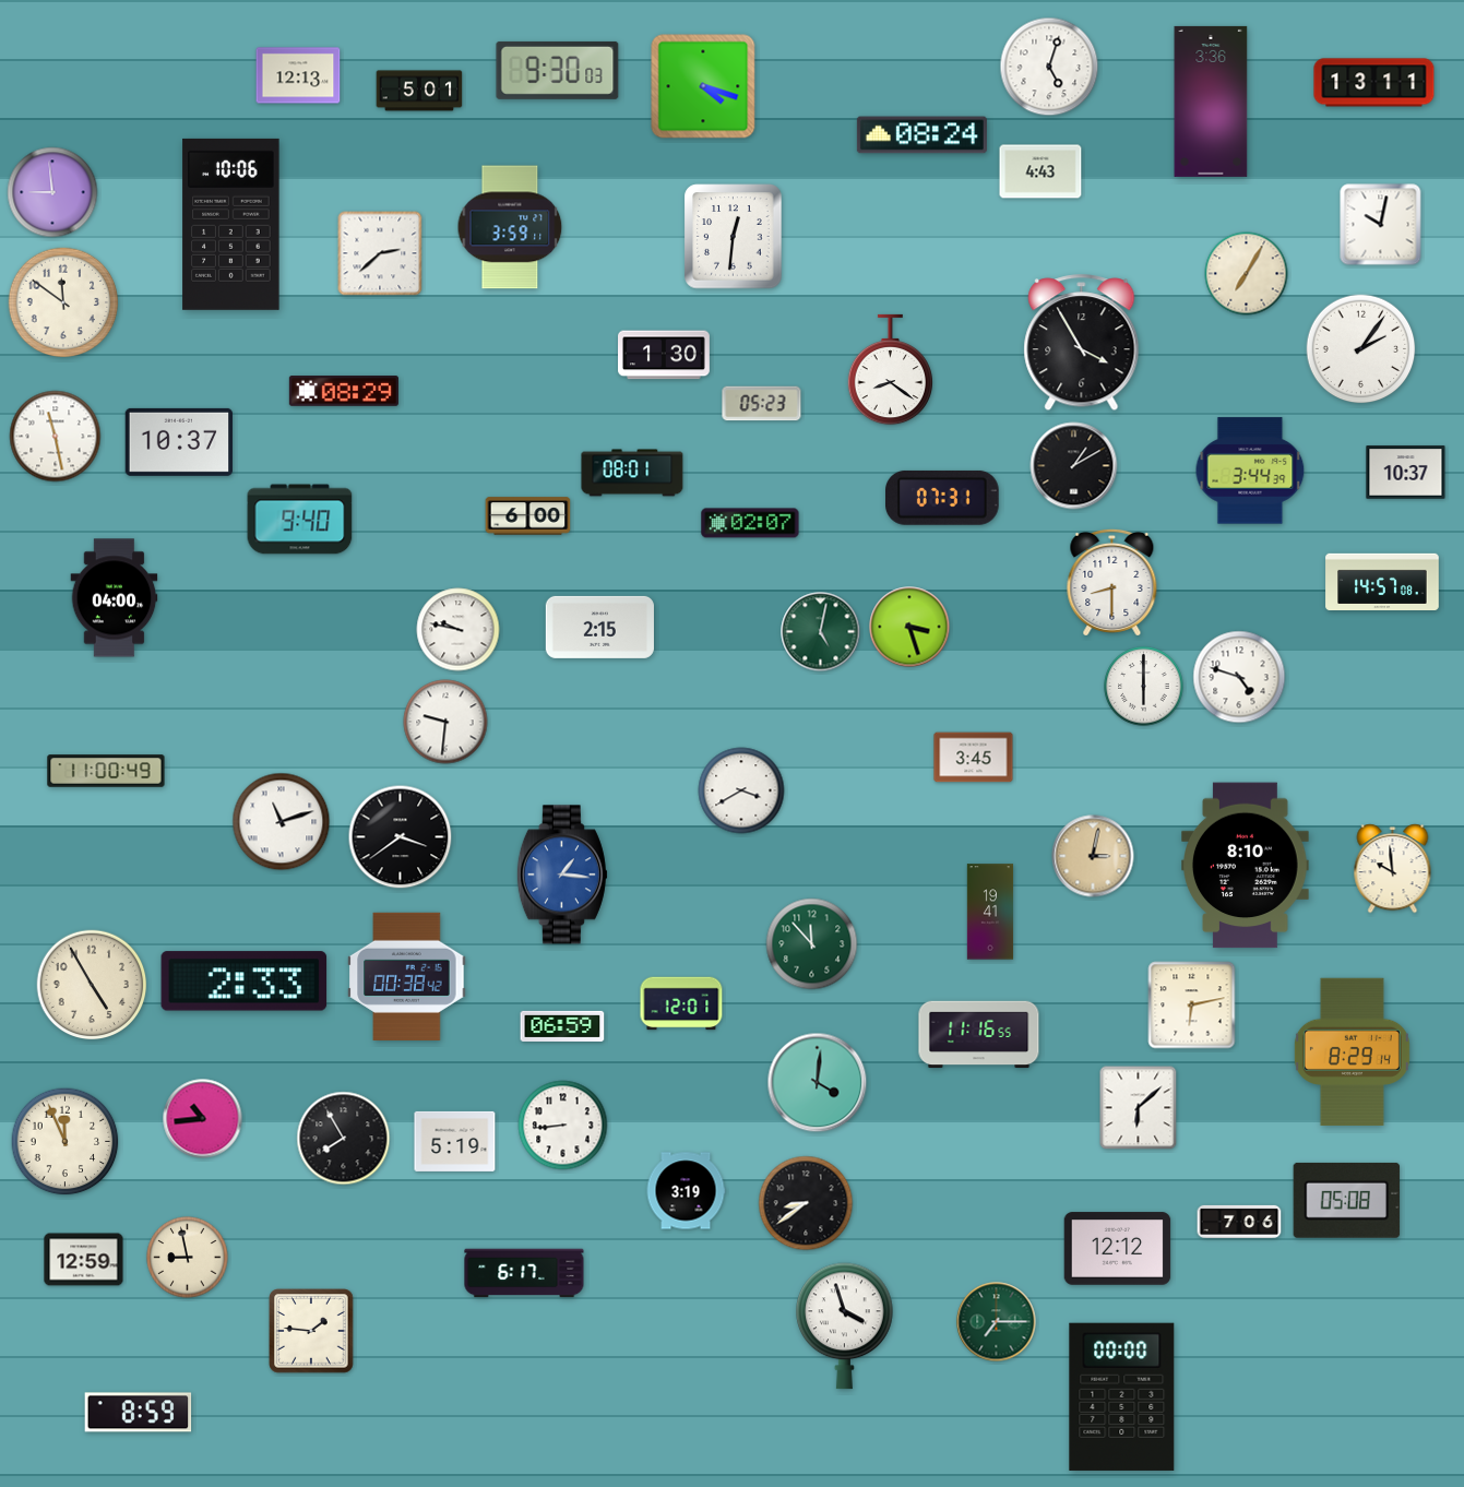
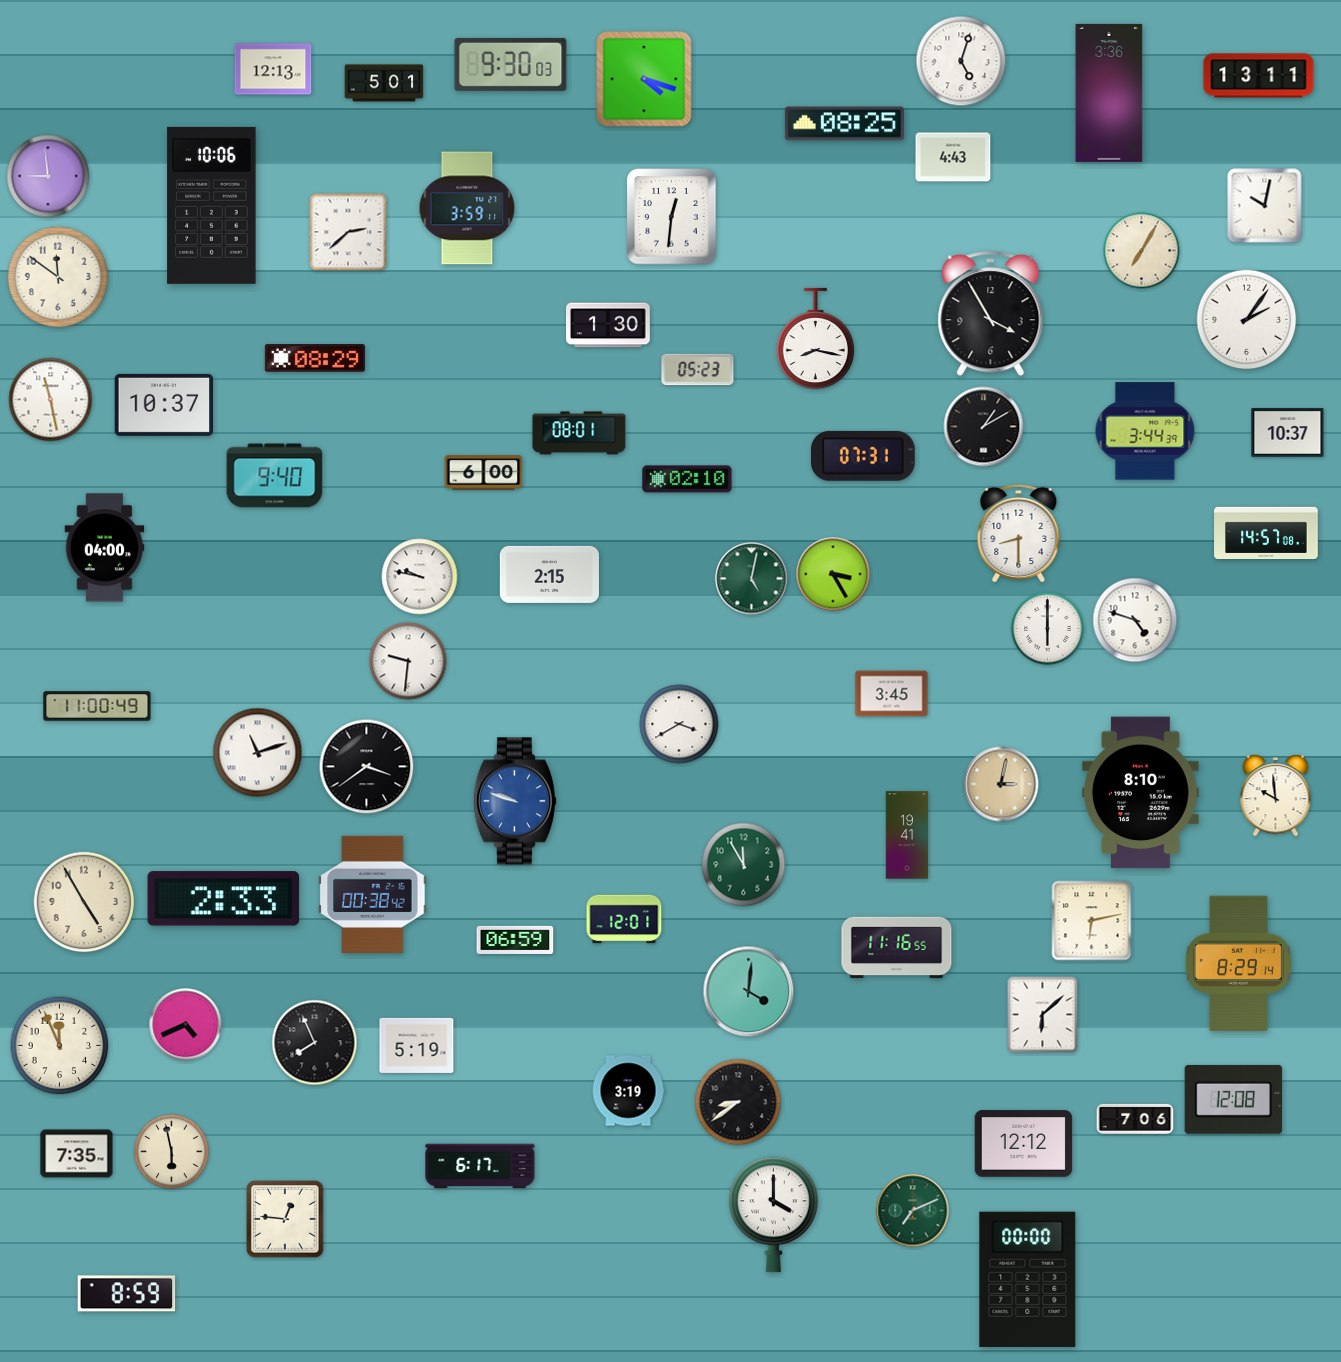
clock at (921, 135): 08:24 -> 08:25
clock at (890, 370): 8:21 -> 8:17
clock at (750, 523): 02:07 -> 02:10
clock at (909, 627): 3:27 -> 3:25
clock at (562, 875): 1:16 -> 9:48
clock at (812, 944): 11:53 -> 11:55
clock at (203, 1119): 10:44 -> 4:41
clock at (563, 1126): 8:44 -> none
clock at (344, 1139): 7:55 -> 7:56
clock at (1347, 1200): 05:08 -> 12:08
clock at (188, 1258): 8:58 -> 5:58
clock at (84, 1260): 12:59 -> 7:35
clock at (997, 1322): 7:15 -> 7:11
clock at (845, 1327): 3:57 -> 4:00
clock at (311, 1331): 1:46 -> 12:46
